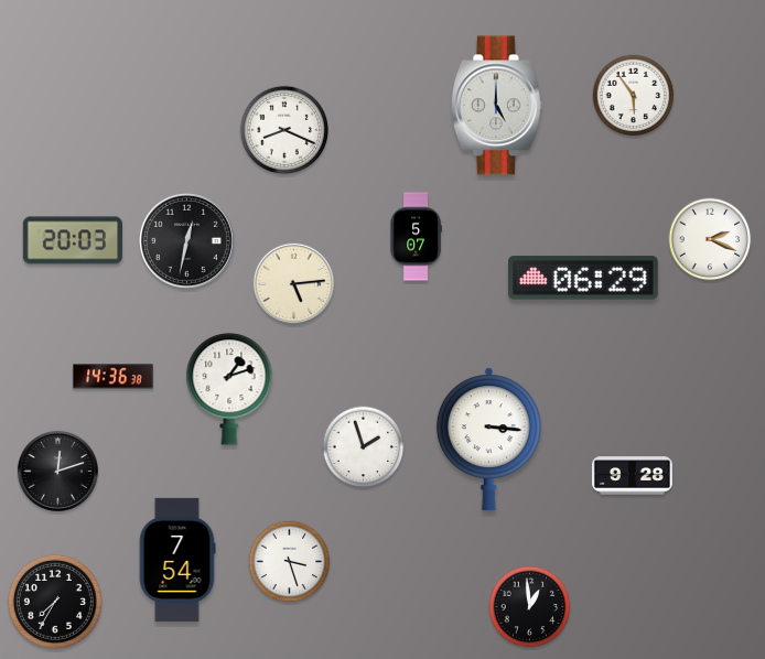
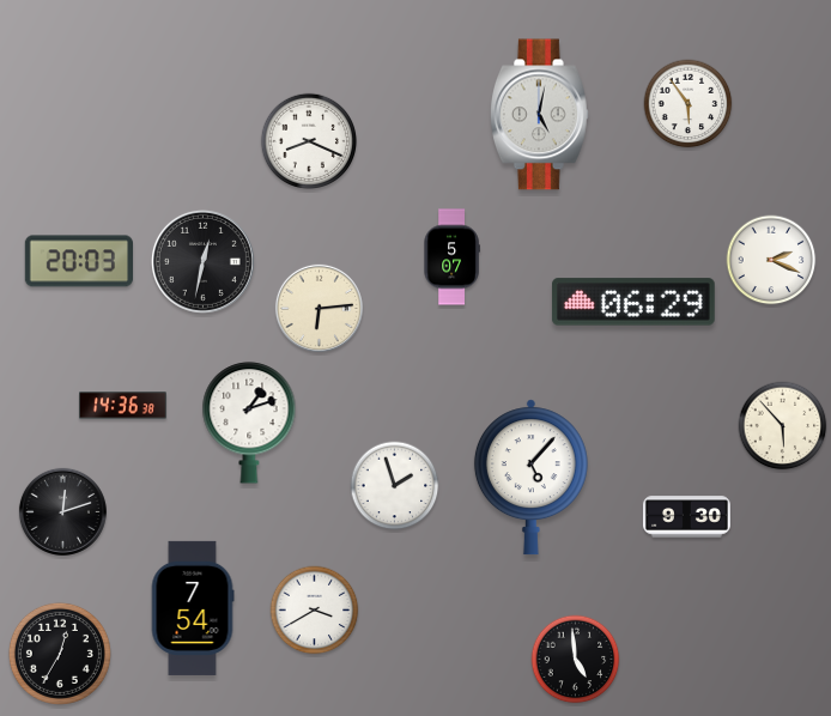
clock at (496, 106): 5:00 -> 5:02
clock at (293, 283): 5:14 -> 6:14
clock at (112, 377) position: (112, 377) -> (122, 406)
clock at (783, 426): none -> 5:53
clock at (488, 440): 3:16 -> 5:07
clock at (632, 476): 9:28 -> 9:30
clock at (290, 562): 3:27 -> 3:40
clock at (55, 602): 7:35 -> 12:35
clock at (530, 607): 12:59 -> 4:59
